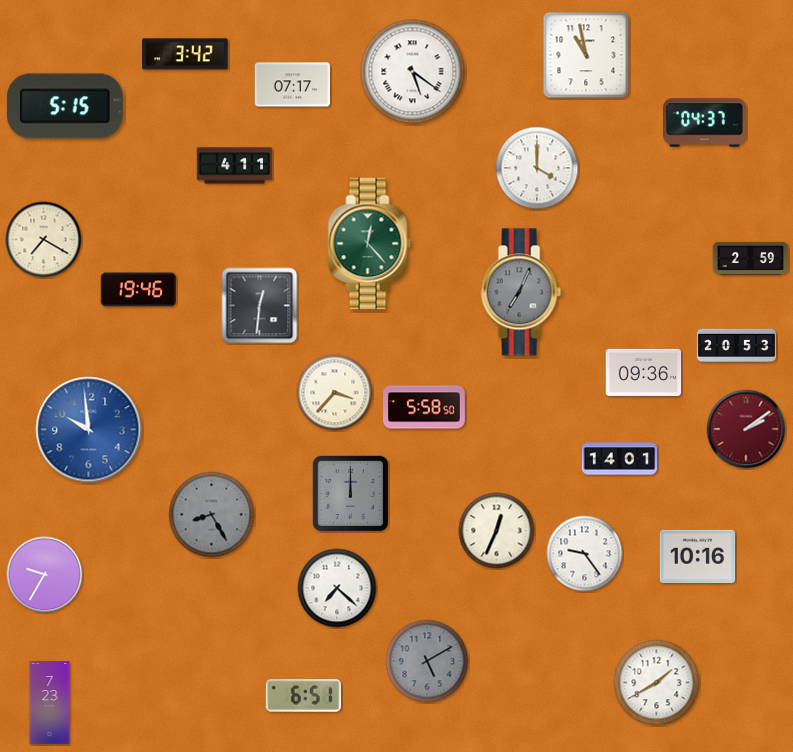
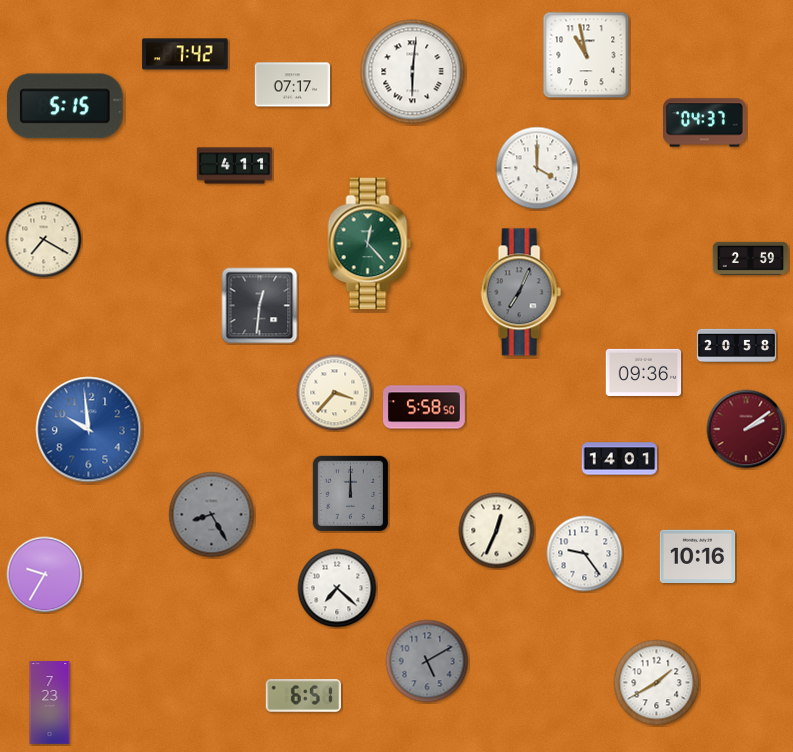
clock at (185, 54): 3:42 -> 7:42
clock at (413, 72): 5:21 -> 6:01
clock at (139, 290): 19:46 -> none
clock at (736, 345): 20:53 -> 20:58
